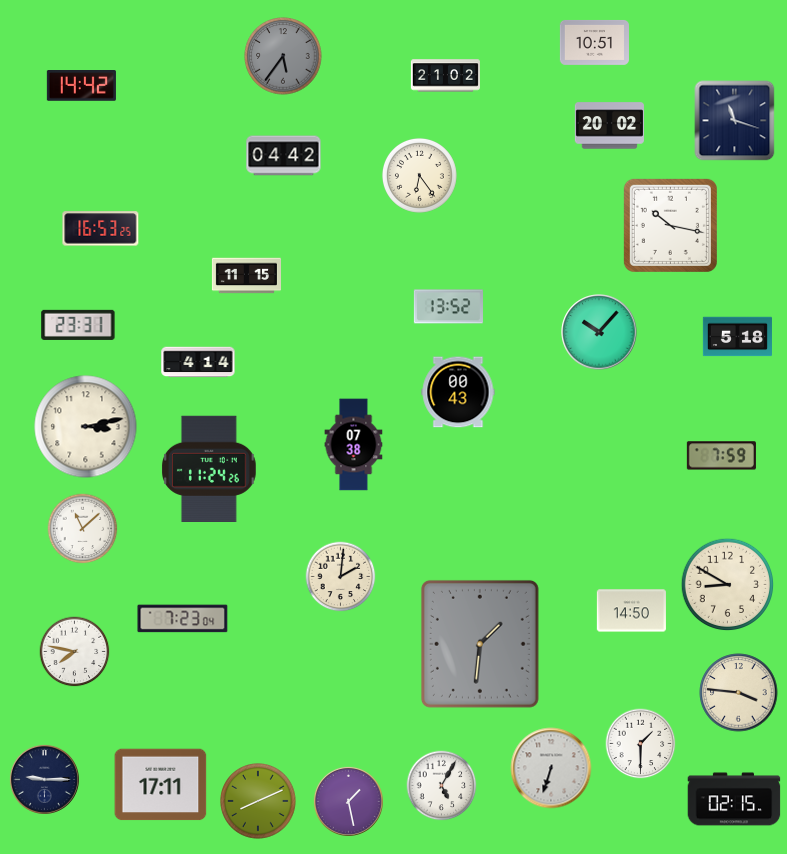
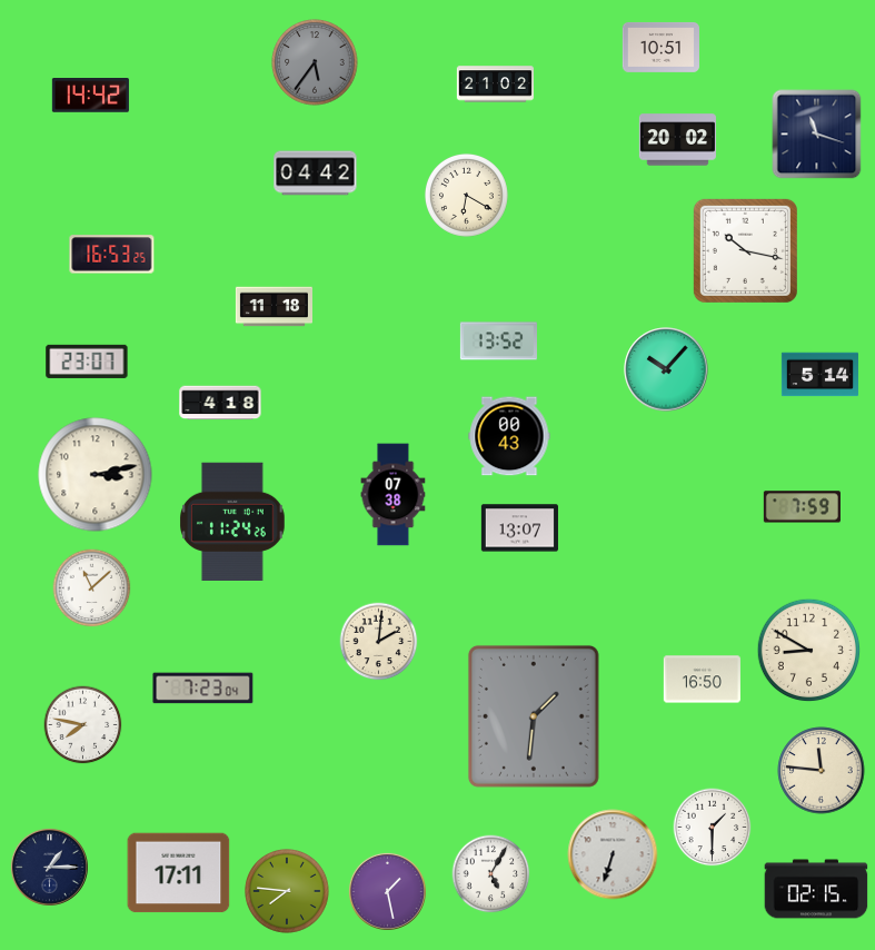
clock at (419, 175): 6:24 -> 6:20
clock at (246, 276): 11:15 -> 11:18
clock at (78, 325): 23:31 -> 23:07
clock at (737, 337): 5:18 -> 5:14
clock at (198, 362): 4:14 -> 4:18
clock at (519, 528): none -> 13:07
clock at (631, 611): 14:50 -> 16:50
clock at (739, 693): 3:46 -> 11:46
clock at (44, 779): 9:15 -> 1:15
clock at (259, 802): 8:11 -> 7:46
